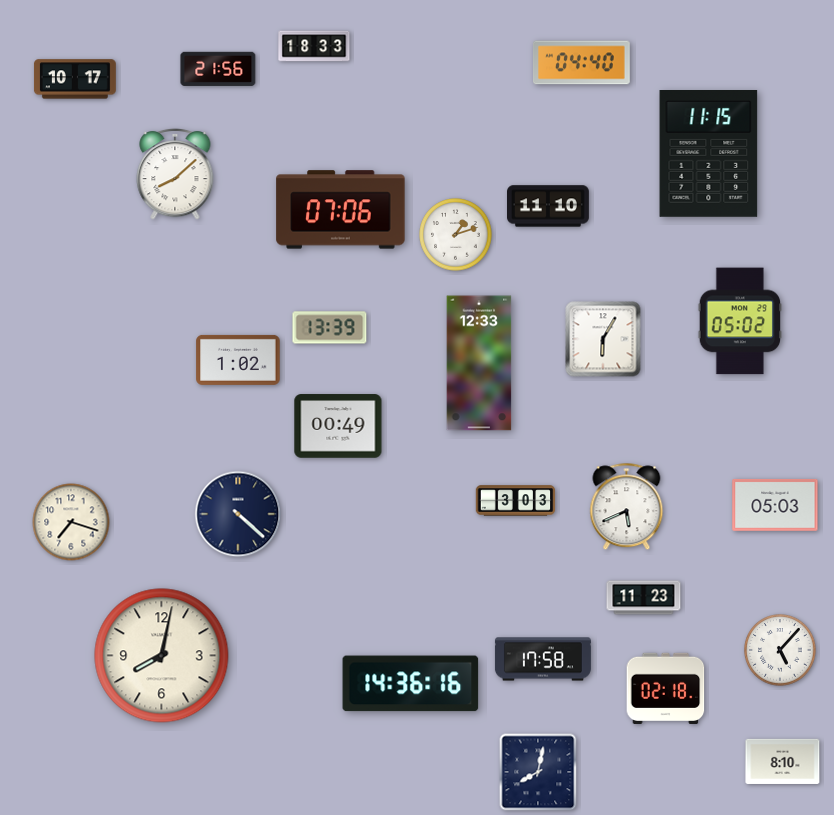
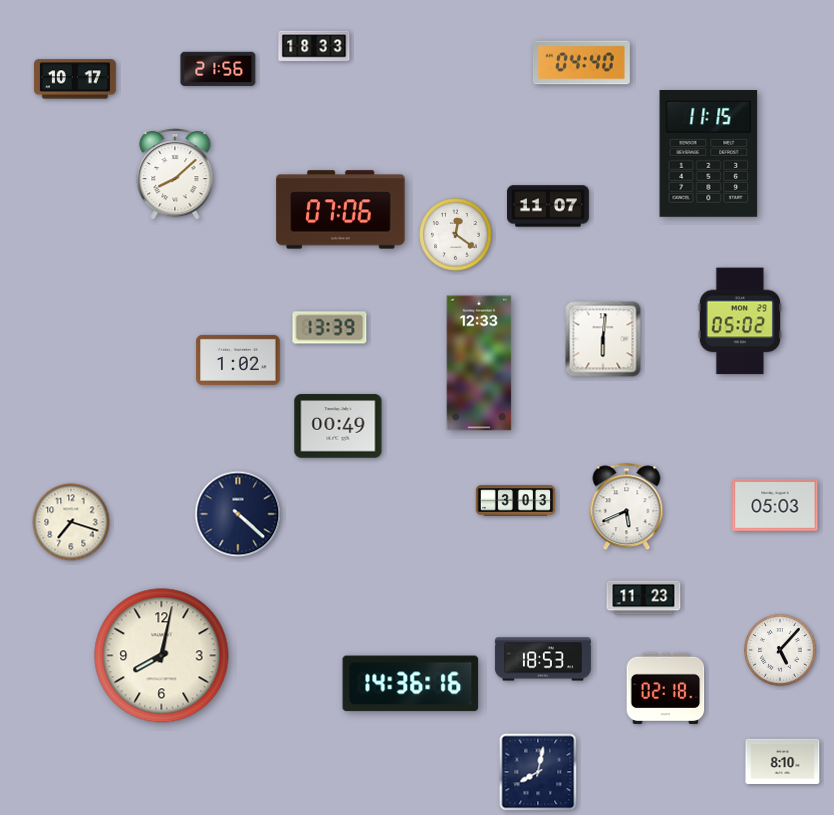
clock at (549, 206): 11:10 -> 11:07
clock at (456, 235): 1:12 -> 12:21
clock at (603, 339): 6:05 -> 6:01
clock at (543, 659): 17:58 -> 18:53
